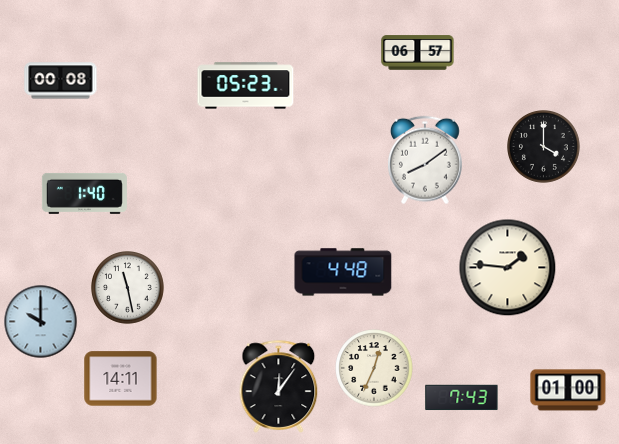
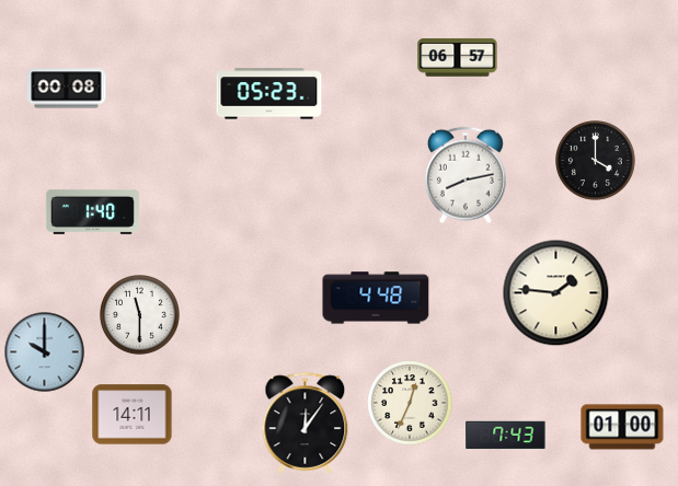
clock at (425, 160): 8:09 -> 8:13
clock at (128, 288): 11:28 -> 11:30
